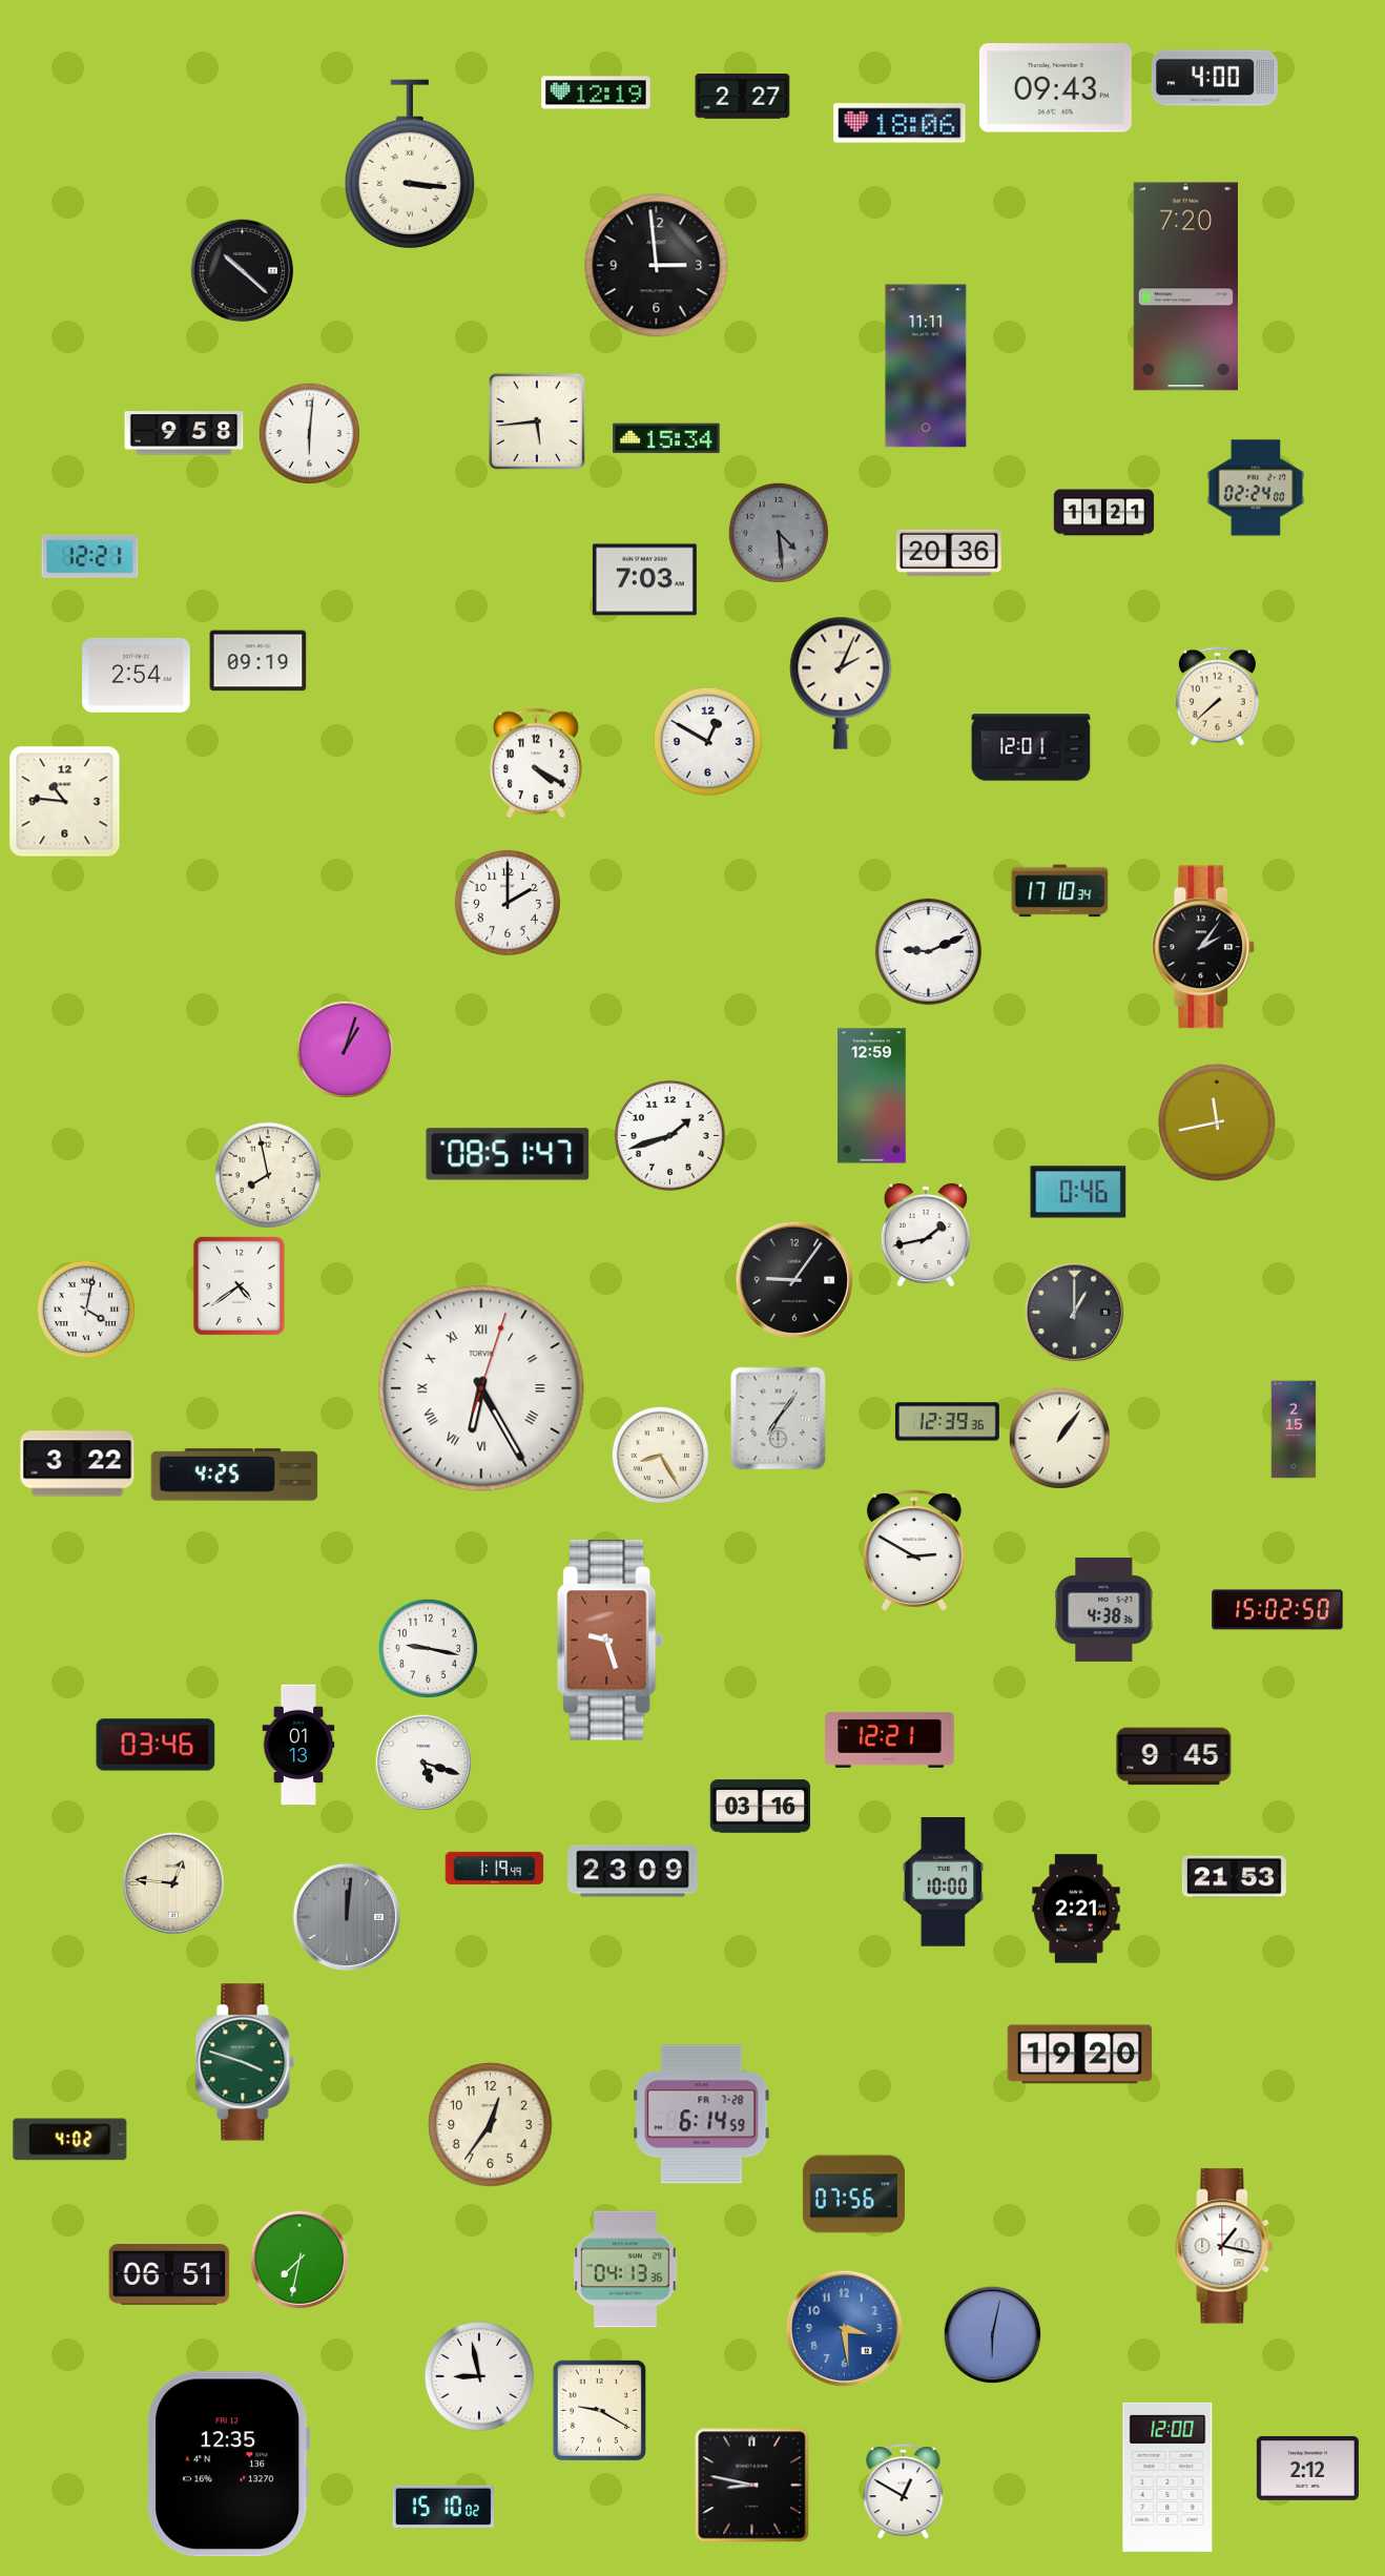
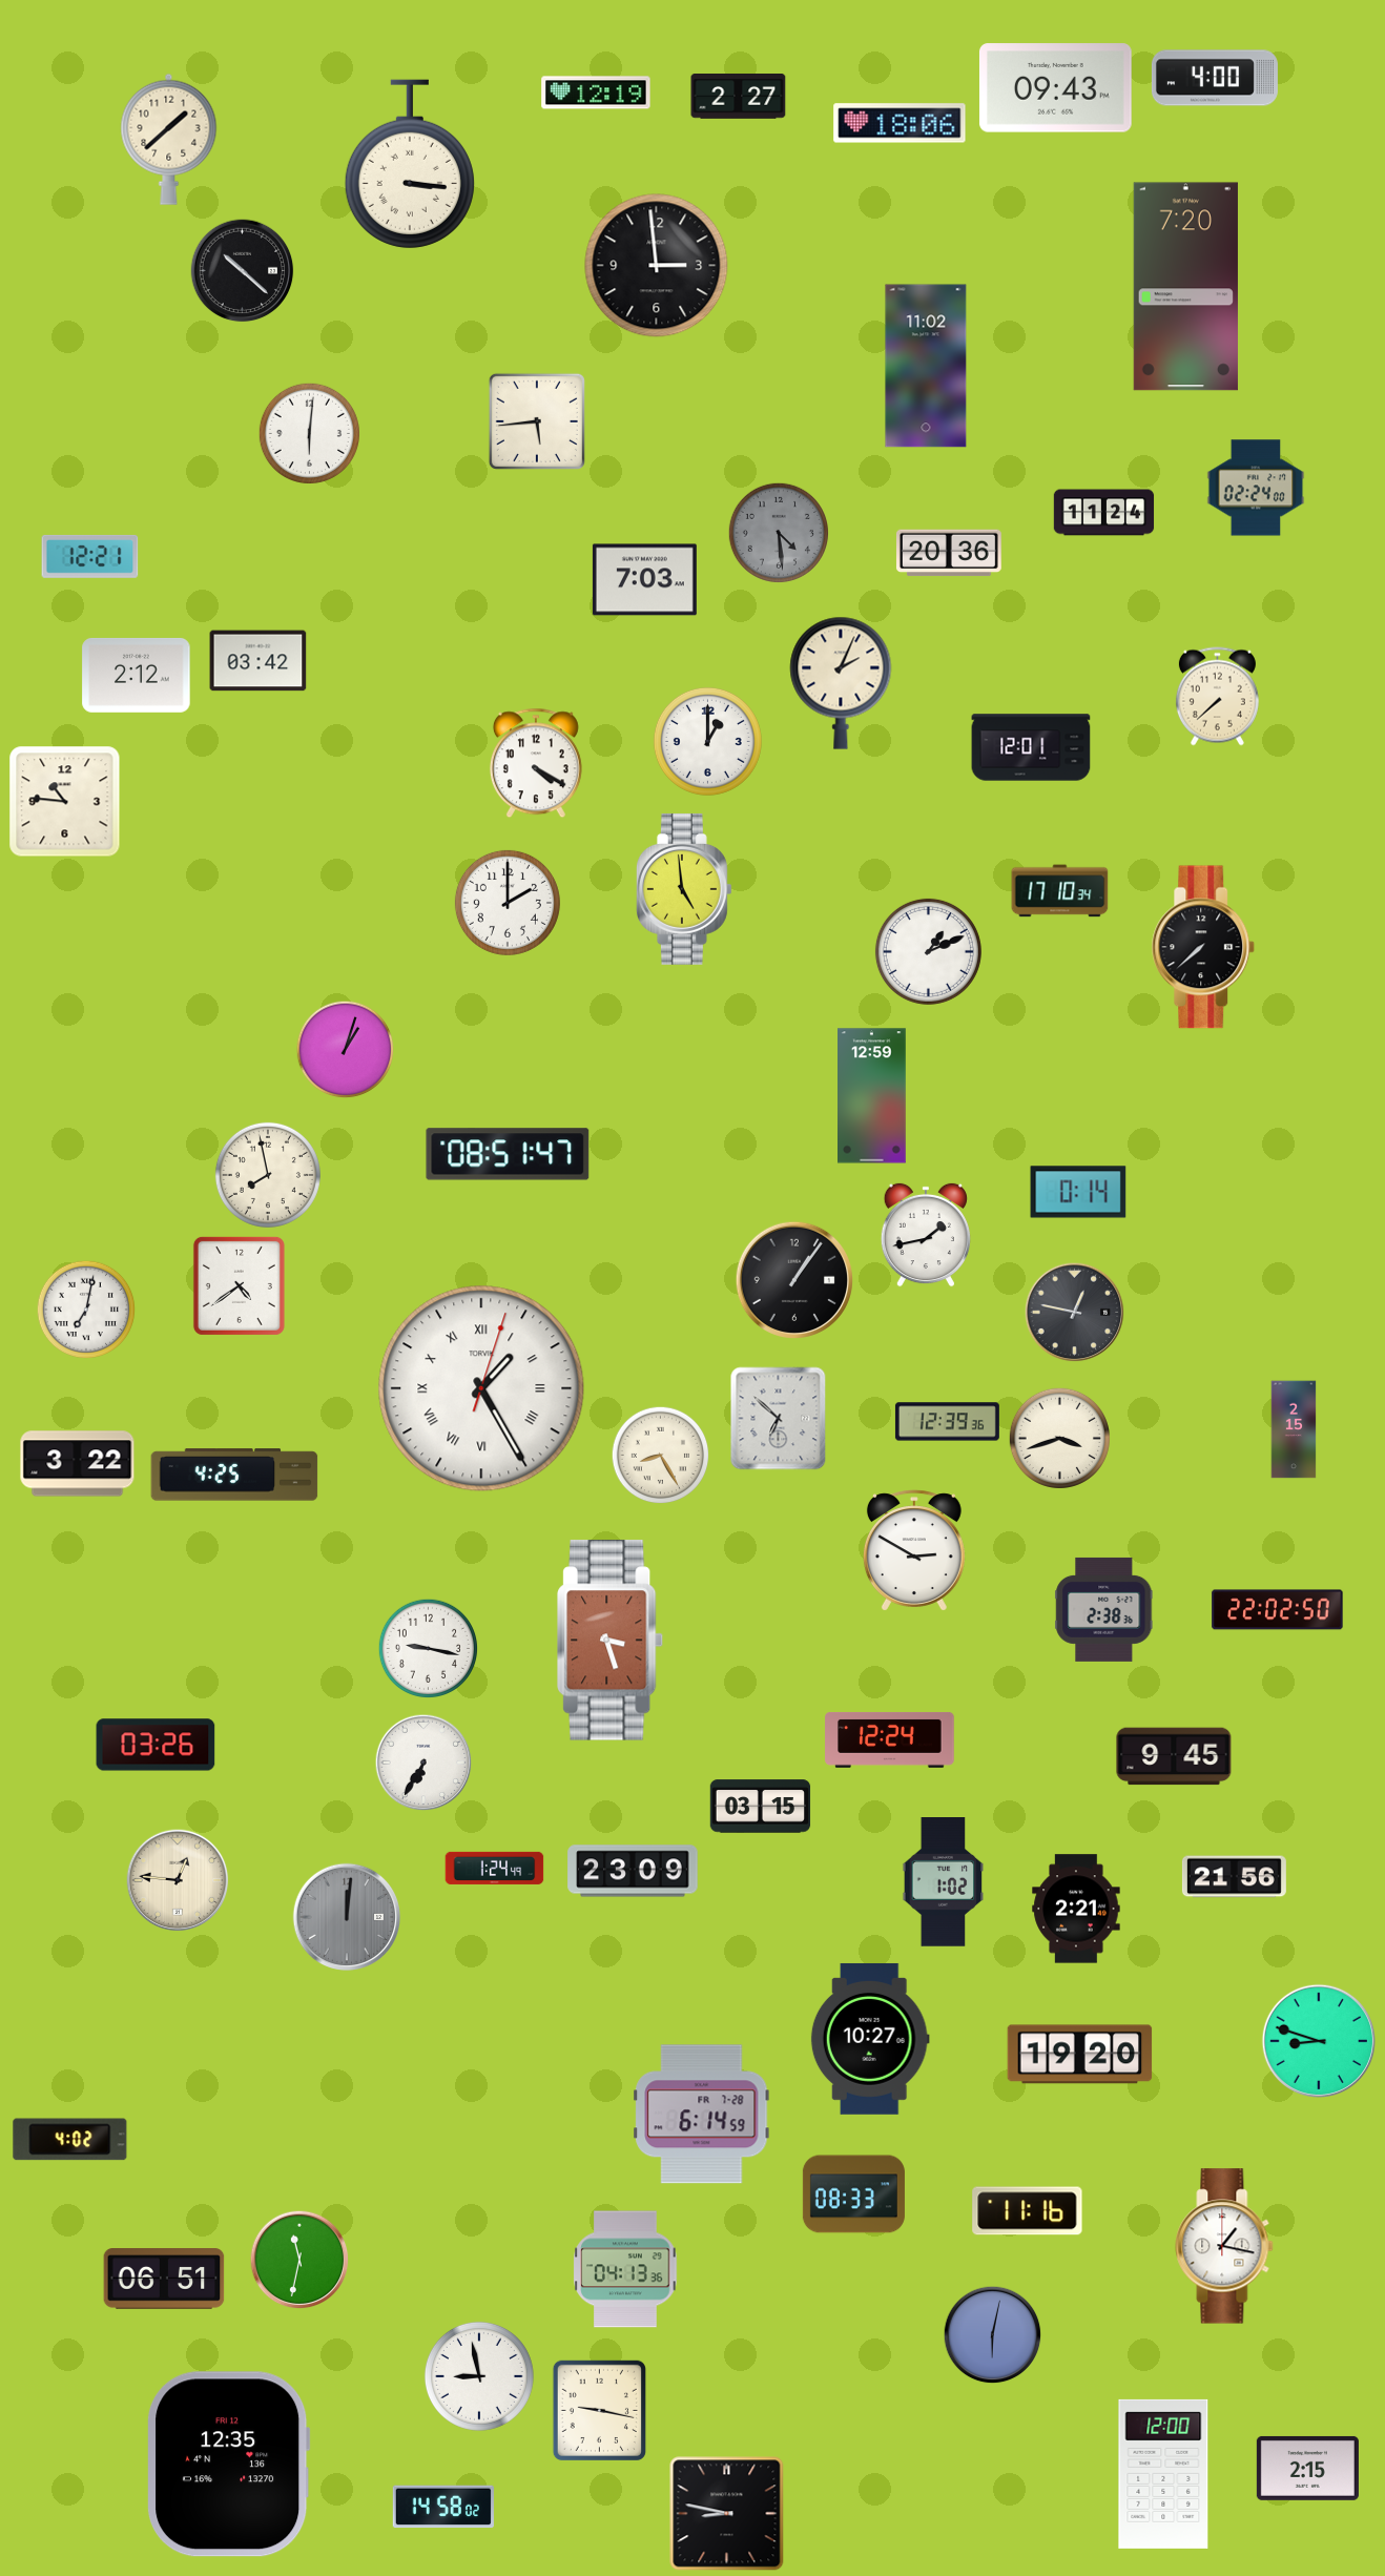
clock at (743, 97) position: (743, 97) -> (739, 97)
clock at (169, 139): none -> 1:38
clock at (926, 366): 11:11 -> 11:02
clock at (184, 433): 9:58 -> none
clock at (666, 438): 15:34 -> none
clock at (1104, 513): 11:21 -> 11:24
clock at (259, 661): 09:19 -> 03:42
clock at (137, 675): 2:54 -> 2:12
clock at (707, 741): 12:50 -> 1:00
clock at (684, 889): none -> 4:59
clock at (1203, 947): 2:06 -> 7:38
clock at (928, 951): 9:11 -> 1:11
clock at (1217, 1122): 11:43 -> none
clock at (669, 1135): 1:42 -> none
clock at (1078, 1192): 0:46 -> 0:14
clock at (794, 1280): 9:06 -> 1:06
clock at (86, 1310): 4:02 -> 7:02
clock at (1075, 1313): 1:00 -> 12:47
clock at (481, 1388): 6:25 -> 1:25
clock at (779, 1419): 7:06 -> 6:52
clock at (1059, 1438): 1:06 -> 3:42
clock at (1104, 1609): 4:38 -> 2:38
clock at (1278, 1610): 15:02 -> 22:02
clock at (611, 1641): 9:27 -> 3:27
clock at (890, 1739): 12:21 -> 12:24
clock at (156, 1745): 03:46 -> 03:26
clock at (298, 1745): 01:13 -> none
clock at (423, 1763): 5:18 -> 6:35
clock at (761, 1807): 03:16 -> 03:15
clock at (495, 1868): 1:19 -> 1:24
clock at (1234, 1877): 21:53 -> 21:56
clock at (944, 1882): 10:00 -> 1:02
clock at (173, 1883) position: (173, 1883) -> (178, 1880)
clock at (870, 2039): none -> 10:27
clock at (1318, 2040): none -> 8:48
clock at (245, 2062): 3:48 -> none
clock at (491, 2125): 12:36 -> none
clock at (853, 2194): 07:56 -> 08:33
clock at (1028, 2211): none -> 11:16
clock at (299, 2260): 7:32 -> 11:32
clock at (169, 2274) position: (169, 2274) -> (164, 2279)
clock at (844, 2328): 3:29 -> none
clock at (599, 2410): 9:20 -> 9:17
clock at (1307, 2468): 2:12 -> 2:15
clock at (1167, 2477) position: (1167, 2477) -> (1163, 2474)
clock at (752, 2486) position: (752, 2486) -> (727, 2514)
clock at (904, 2492): 12:50 -> none
clock at (443, 2507): 15:10 -> 14:58
